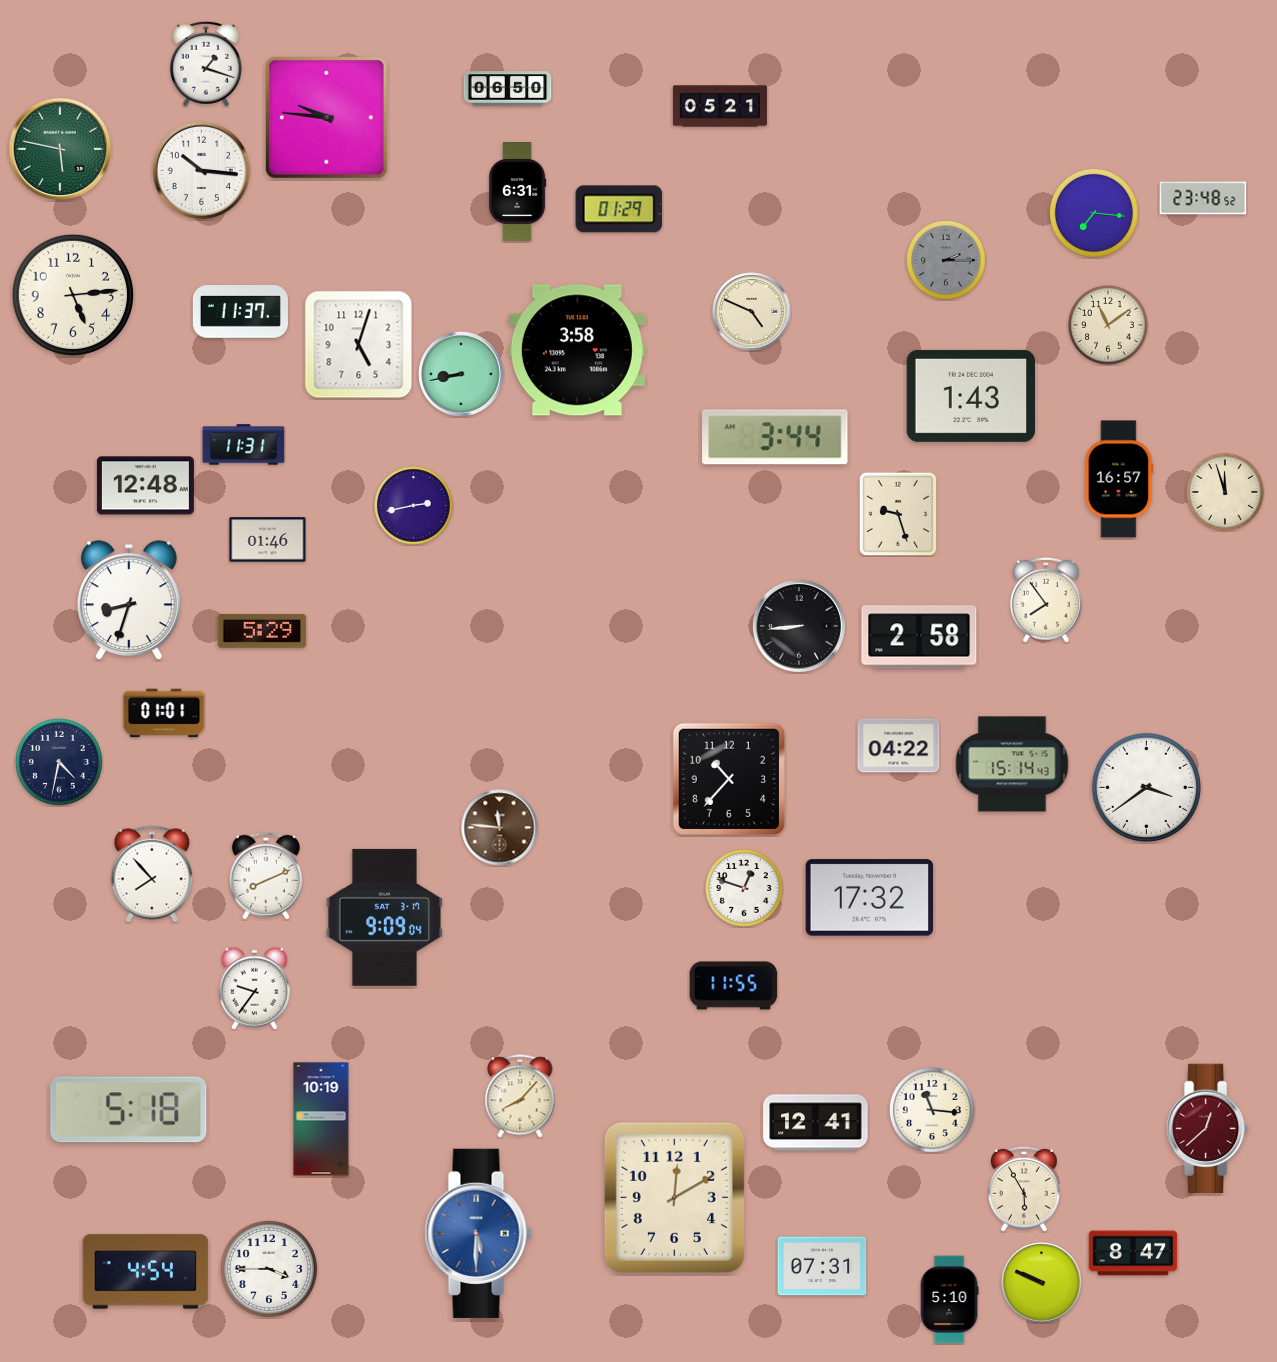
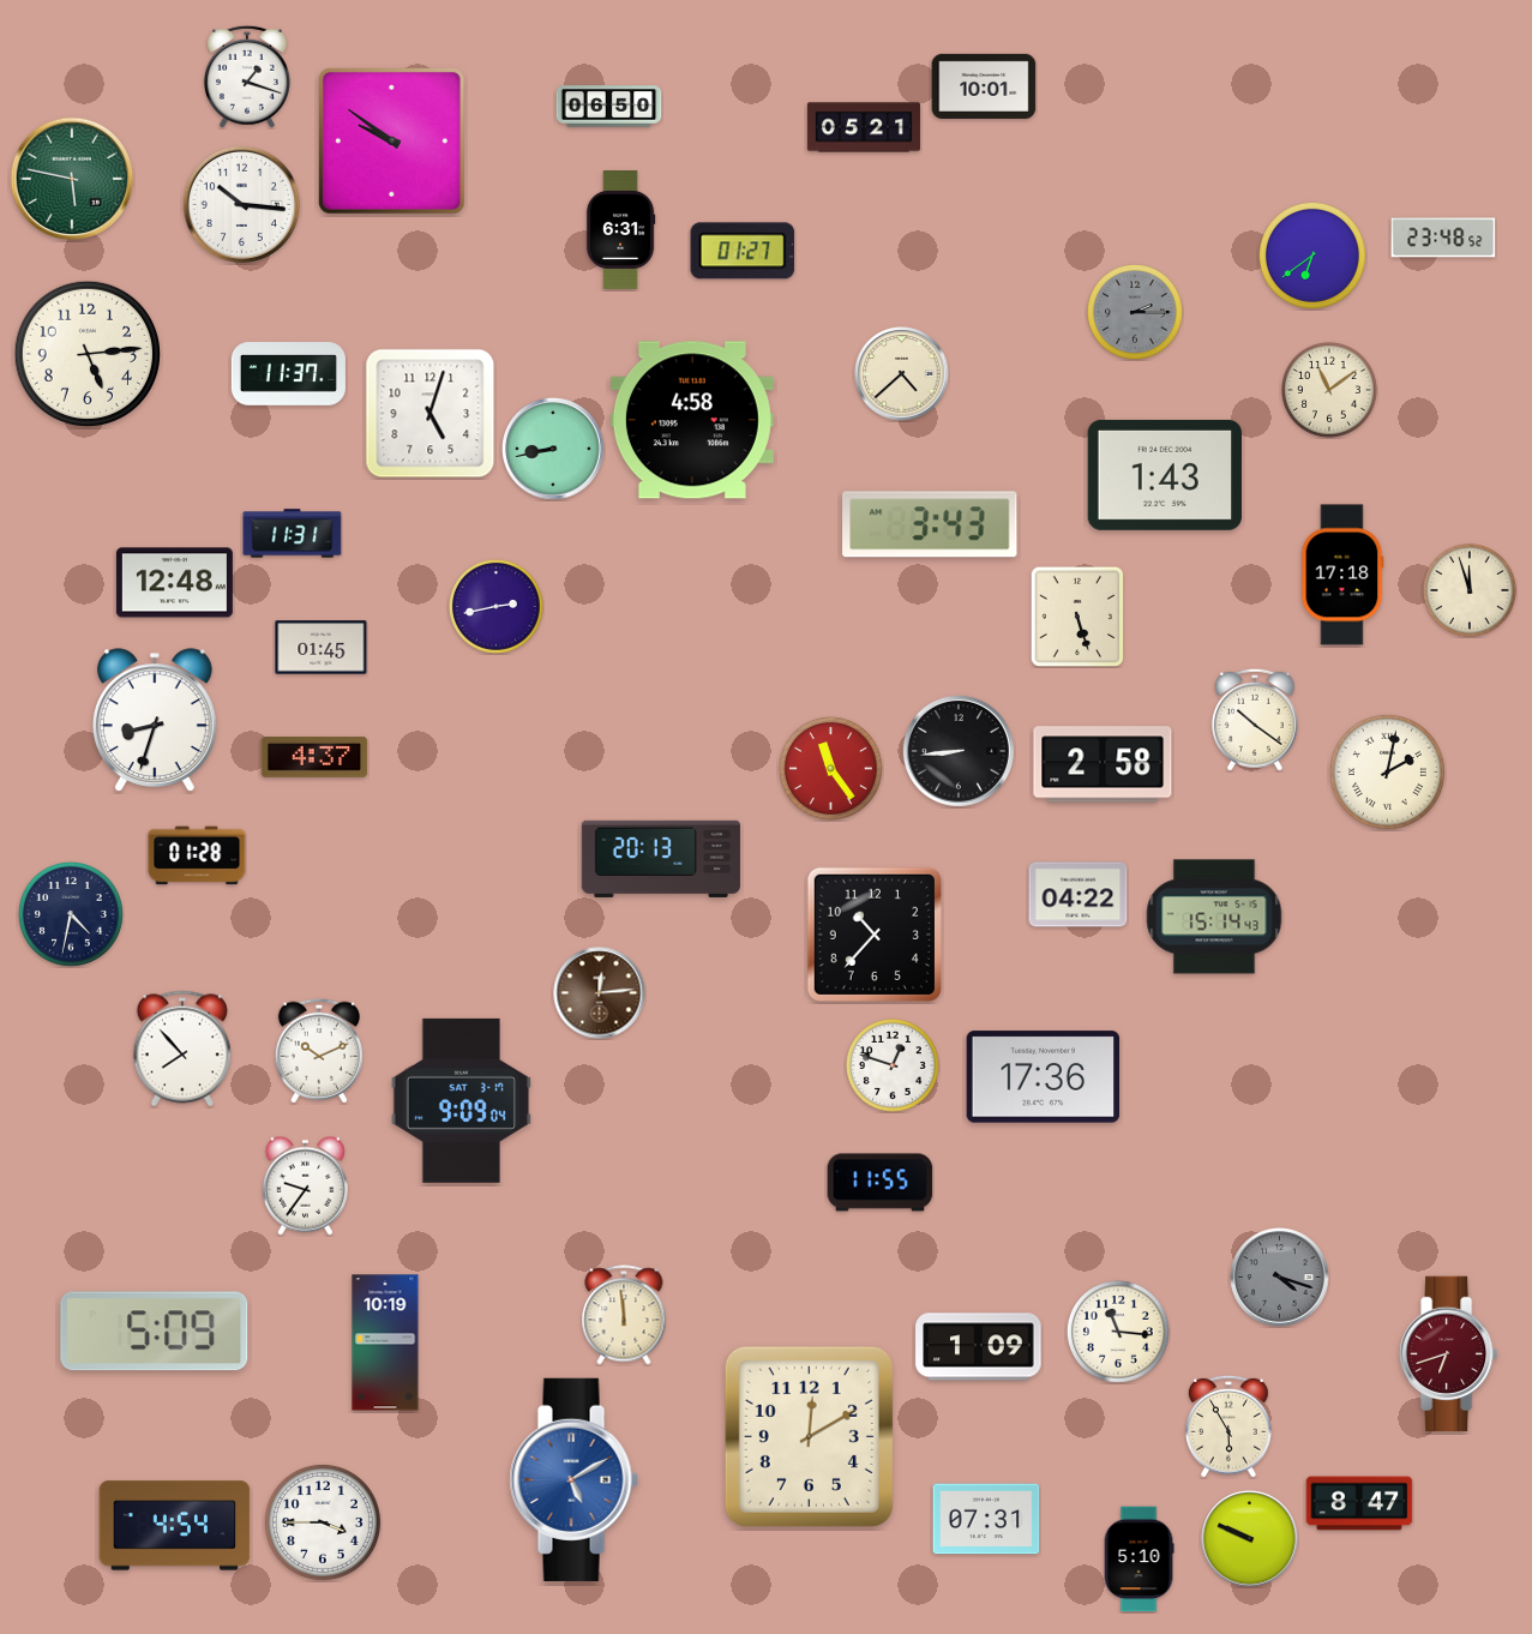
clock at (984, 86): none -> 10:01
clock at (327, 118): 9:46 -> 9:51
clock at (619, 209): 01:29 -> 01:27
clock at (1094, 213): 7:16 -> 6:39
clock at (752, 312): 4:49 -> 4:38
clock at (577, 350): 3:58 -> 4:58
clock at (775, 437): 3:44 -> 3:43
clock at (1119, 479): 16:57 -> 17:18
clock at (897, 514): 9:27 -> 5:27
clock at (268, 540): 01:46 -> 01:45
clock at (1046, 600): 7:54 -> 10:21
clock at (262, 631): 5:29 -> 4:37
clock at (830, 768): none -> 11:24
clock at (1387, 771): none -> 2:02
clock at (164, 713): 01:01 -> 01:28
clock at (661, 859): none -> 20:13
clock at (1146, 787): 3:39 -> none
clock at (500, 828): 11:46 -> 12:14
clock at (266, 876): 8:11 -> 10:11
clock at (870, 898): 17:32 -> 17:36
clock at (1280, 1278): none -> 4:18
clock at (520, 1096): 8:07 -> 11:59
clock at (129, 1110): 5:18 -> 5:09
clock at (816, 1123): 12:41 -> 1:09
clock at (1208, 1129): 12:38 -> 6:42
clock at (478, 1233): 5:30 -> 5:10
